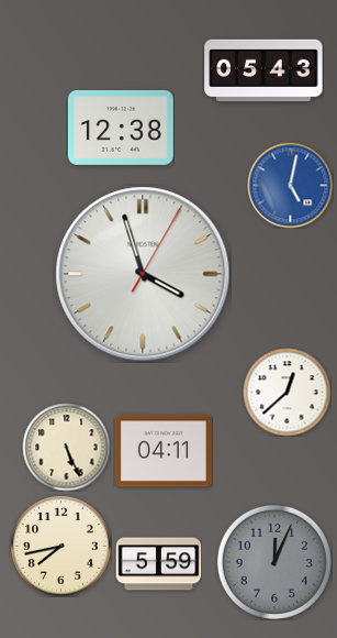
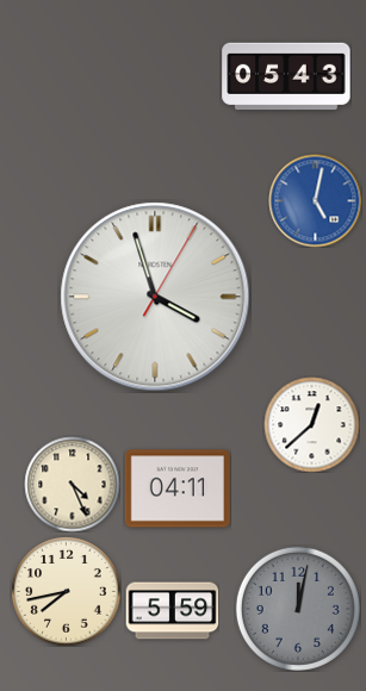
clock at (121, 128): 12:38 -> none
clock at (66, 447): 5:26 -> 4:26
clock at (274, 562): 12:04 -> 12:02
